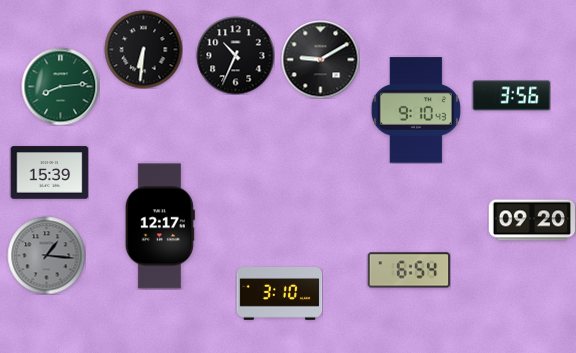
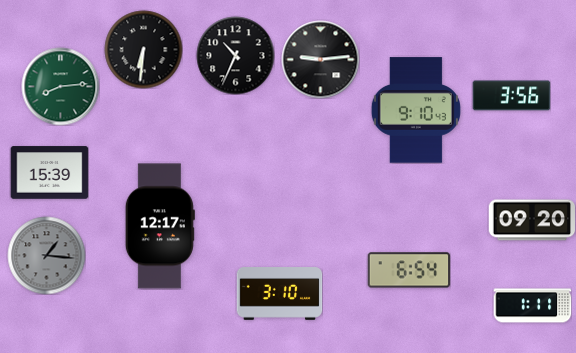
clock at (320, 59): 9:10 -> 9:14
clock at (532, 306): none -> 1:11
